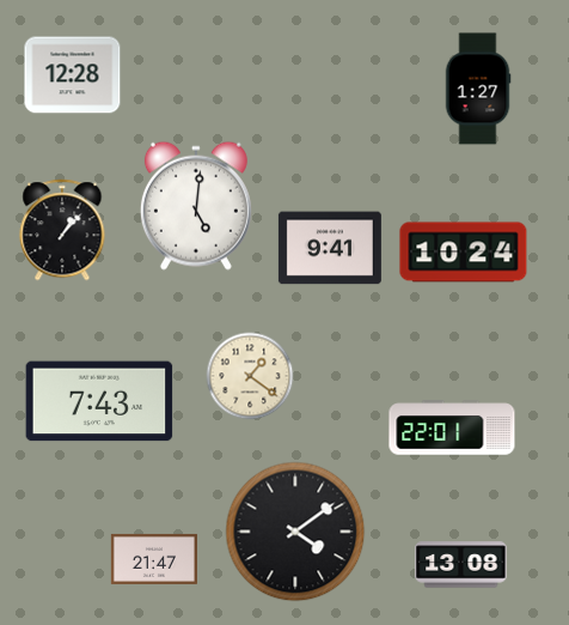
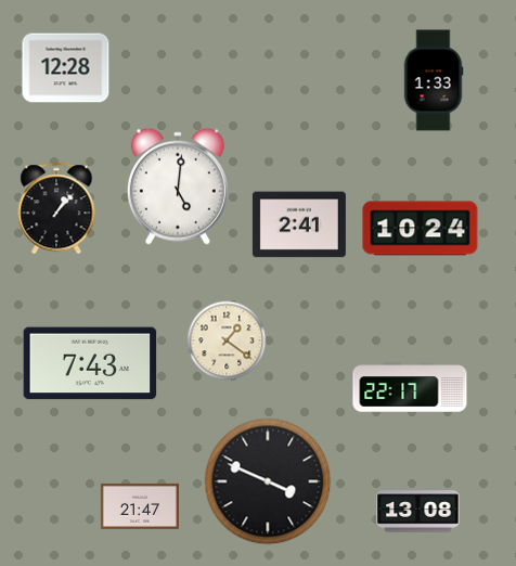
clock at (478, 89): 1:27 -> 1:33
clock at (330, 248): 9:41 -> 2:41
clock at (452, 427): 22:01 -> 22:17
clock at (295, 532): 4:09 -> 3:49
